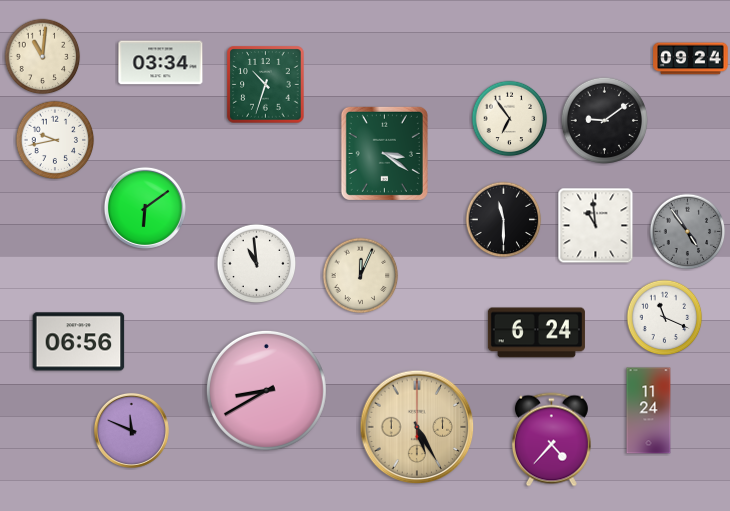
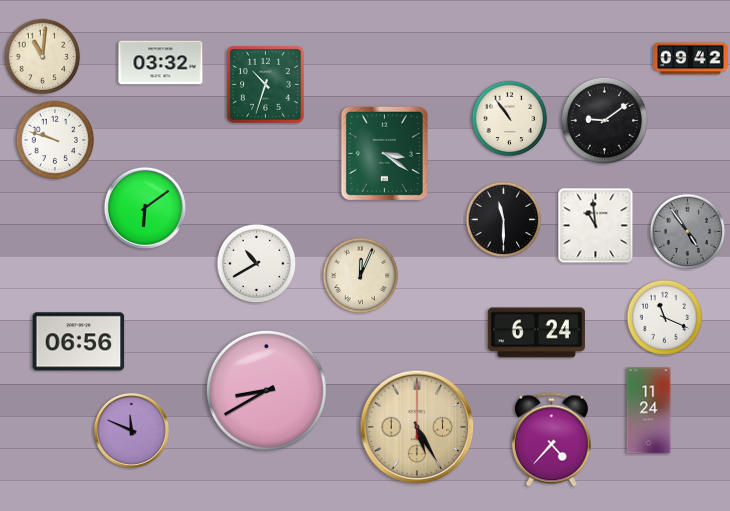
clock at (691, 59): 09:24 -> 09:42
clock at (161, 63): 03:34 -> 03:32
clock at (510, 119): 6:54 -> 10:54
clock at (55, 140): 9:43 -> 9:48
clock at (257, 264): 10:59 -> 10:40
